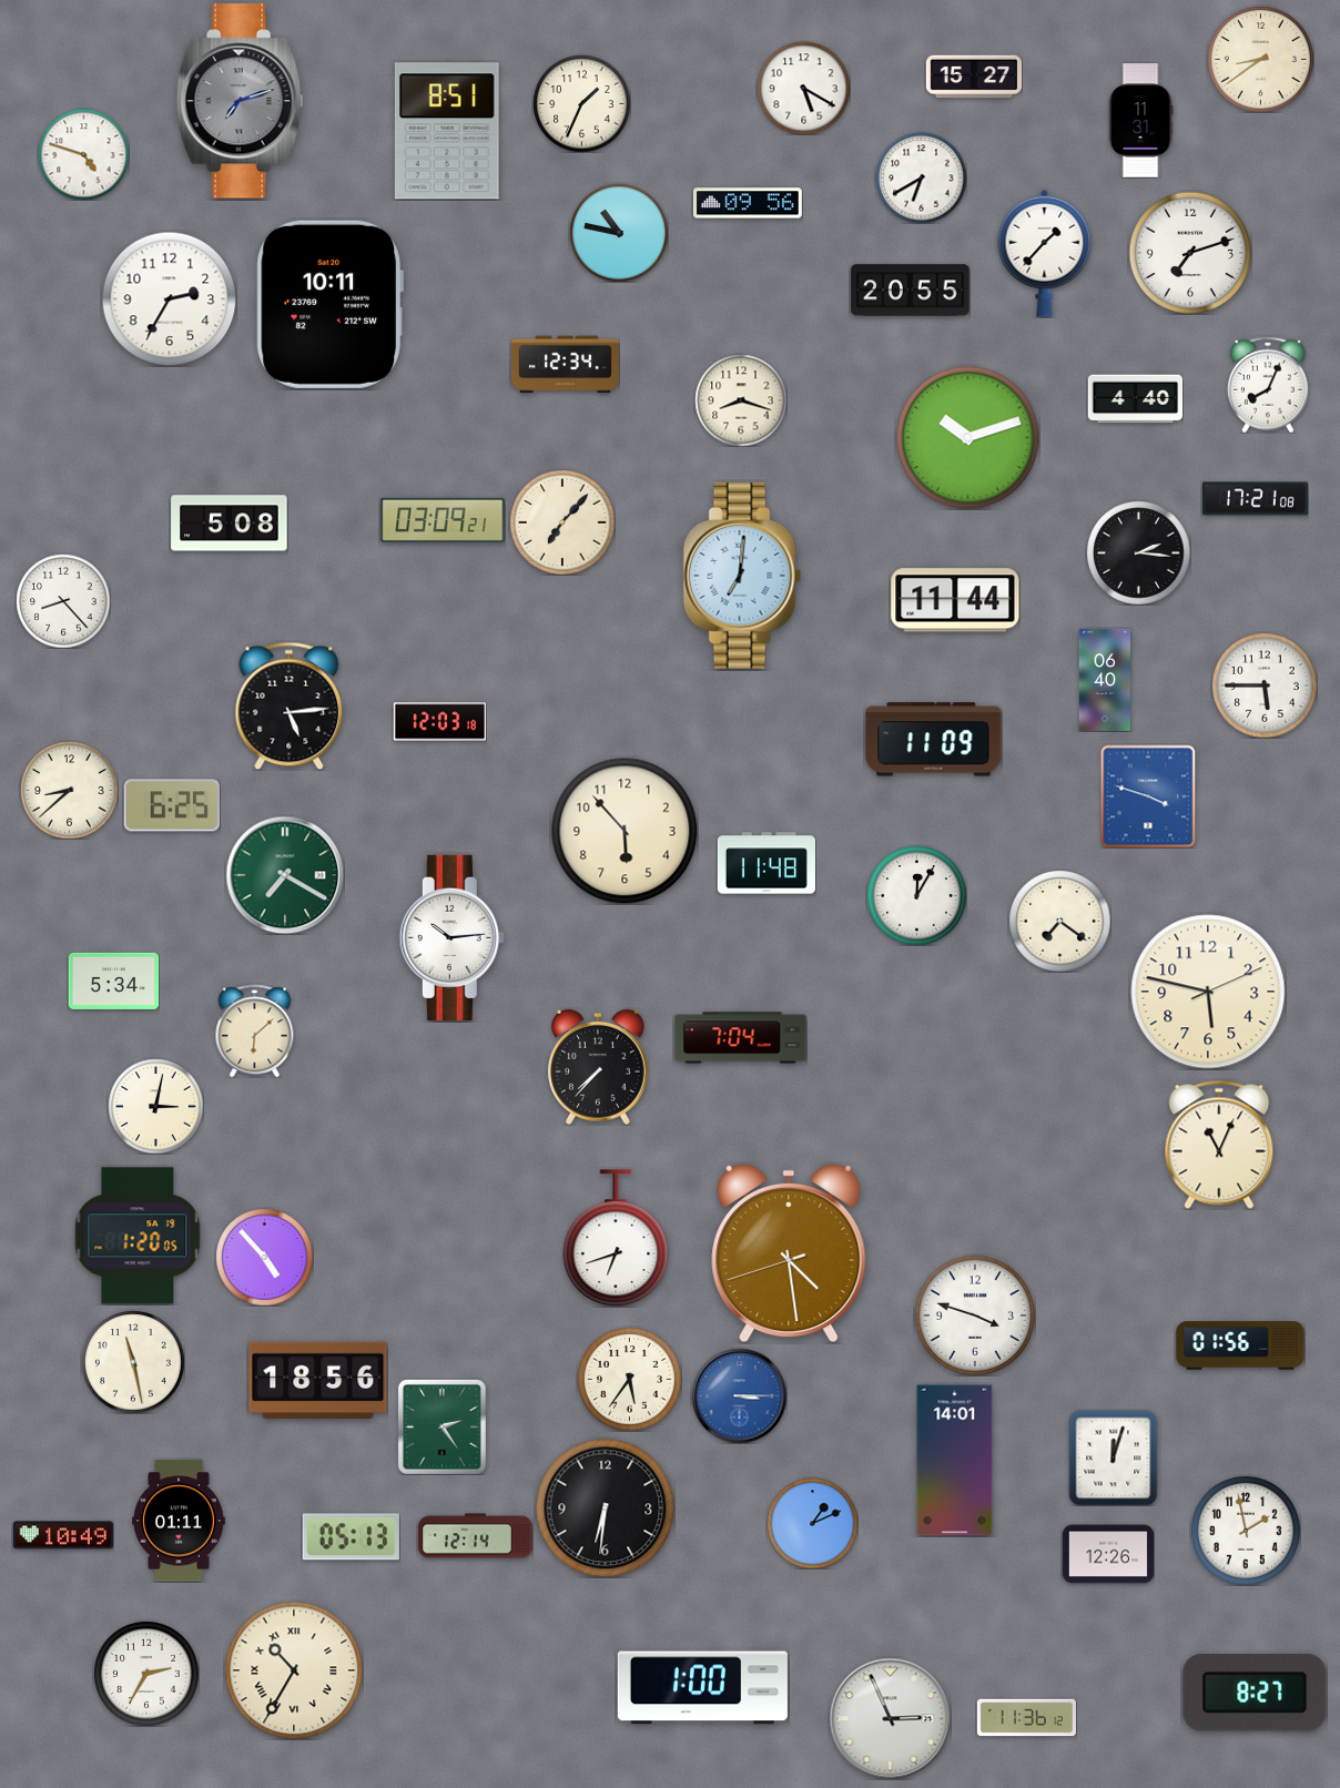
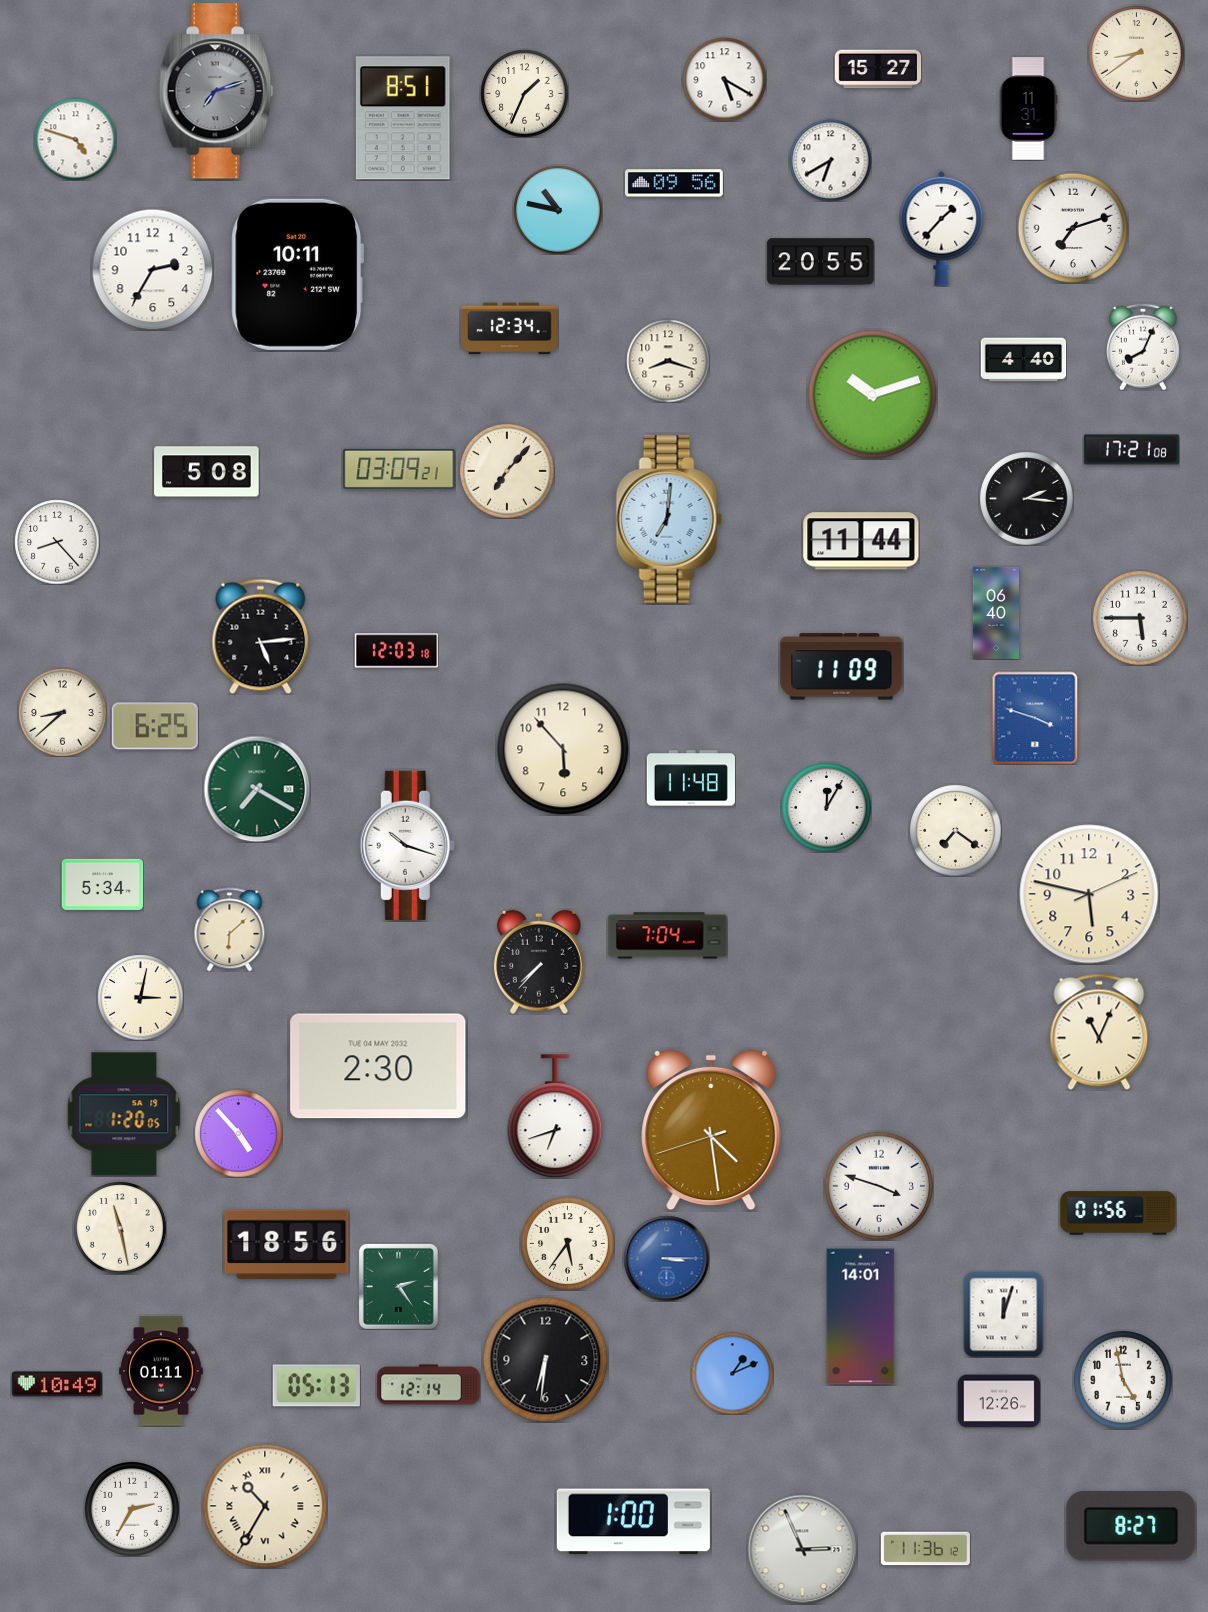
clock at (451, 937): 10:14 -> 10:18
clock at (378, 1066): none -> 2:30
clock at (1246, 1531): 1:58 -> 4:58
